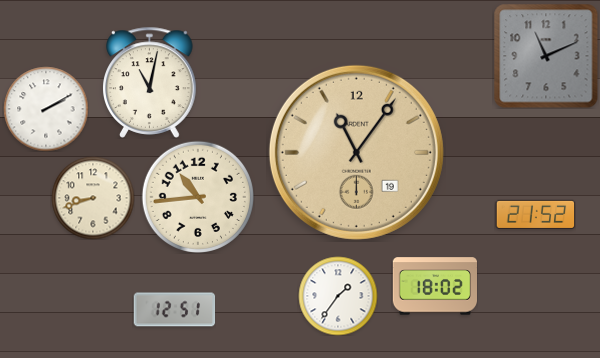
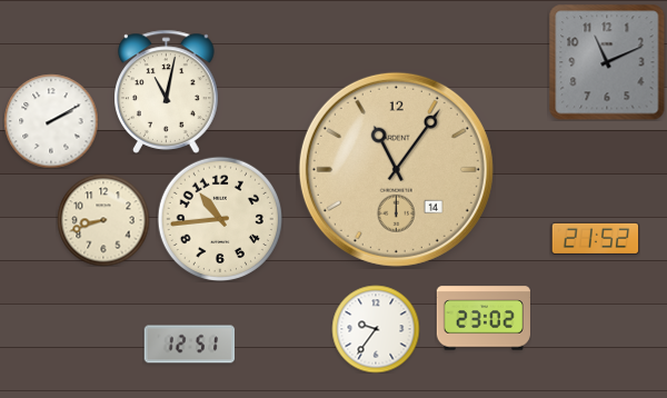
clock at (356, 152) date: 19 -> 14
clock at (434, 286): 18:02 -> 23:02
clock at (338, 296): 1:36 -> 9:36
clock at (174, 310) position: (174, 310) -> (189, 345)
